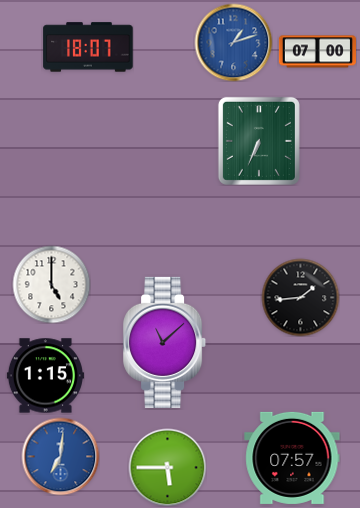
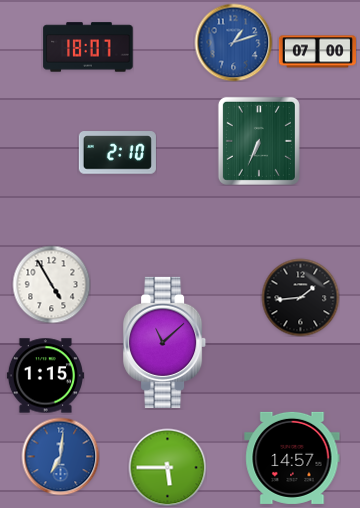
clock at (117, 153): none -> 2:10
clock at (51, 284): 5:00 -> 4:55
clock at (292, 458): 07:57 -> 14:57
